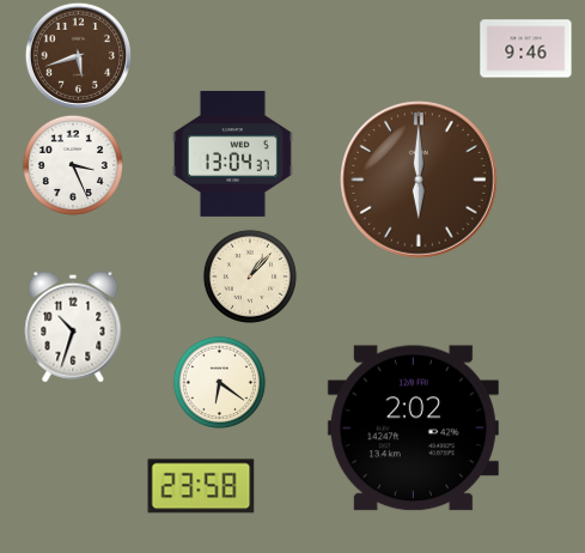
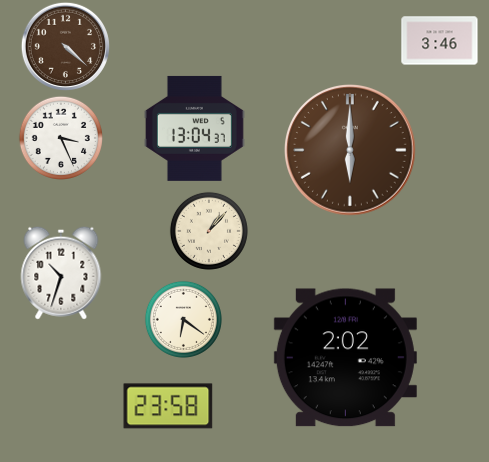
clock at (526, 49): 9:46 -> 3:46
clock at (78, 55): 5:42 -> 4:22
